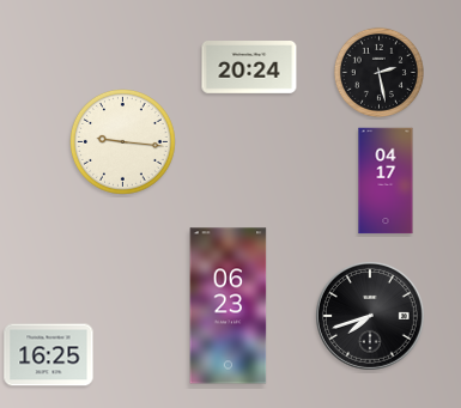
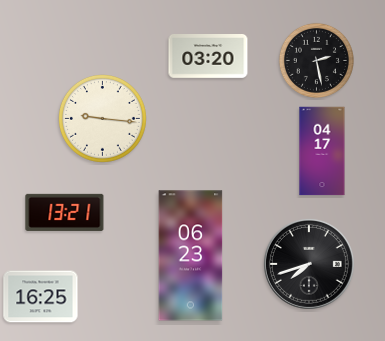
clock at (249, 68): 20:24 -> 03:20
clock at (65, 212): none -> 13:21
